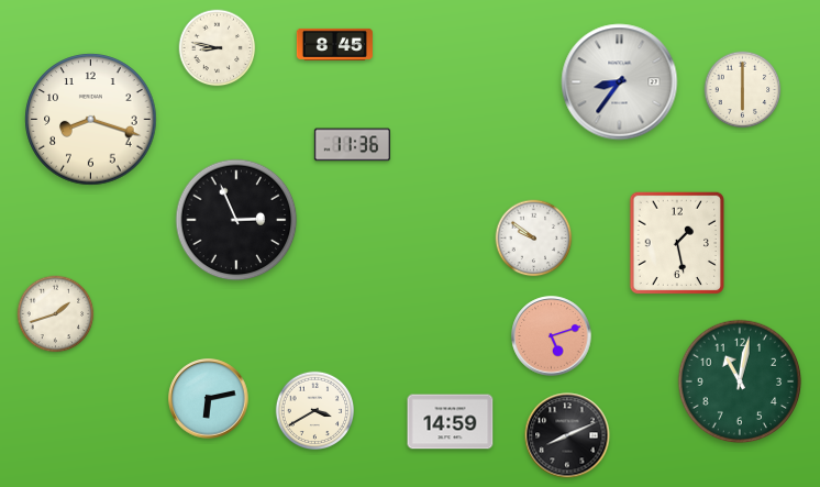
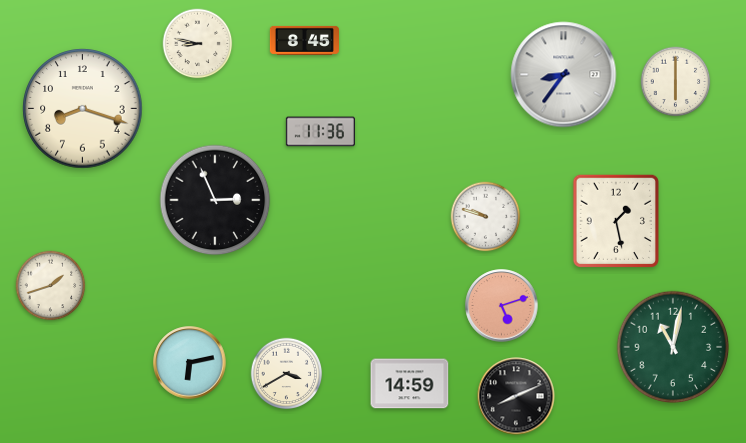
clock at (534, 239): 9:51 -> 9:48
